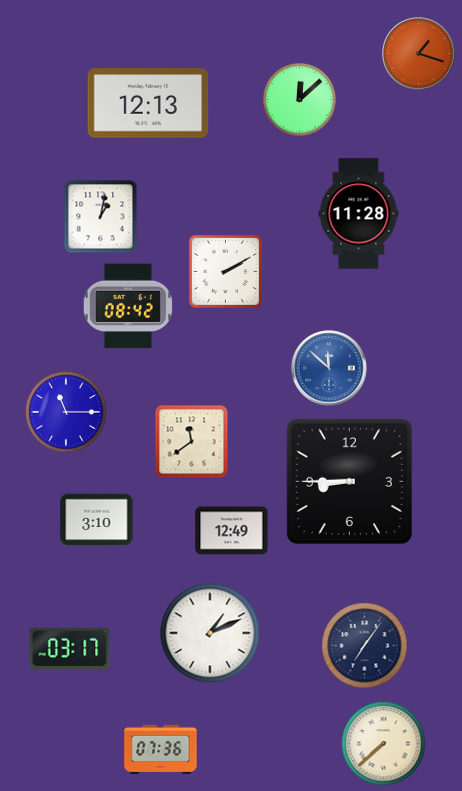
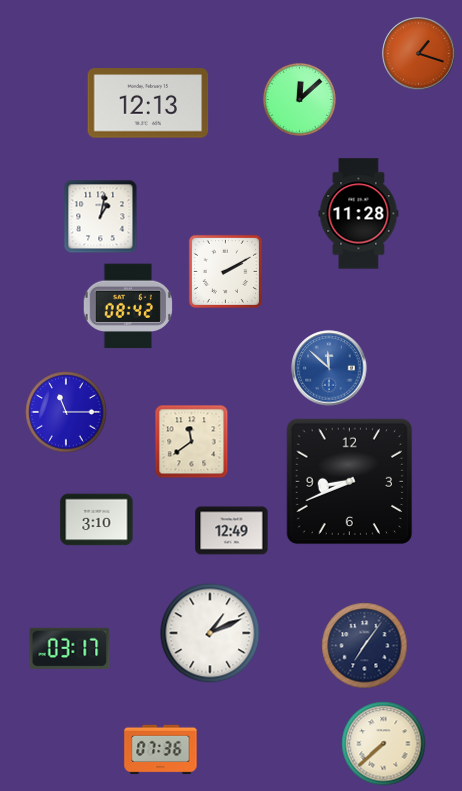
clock at (350, 482): 8:45 -> 8:41
